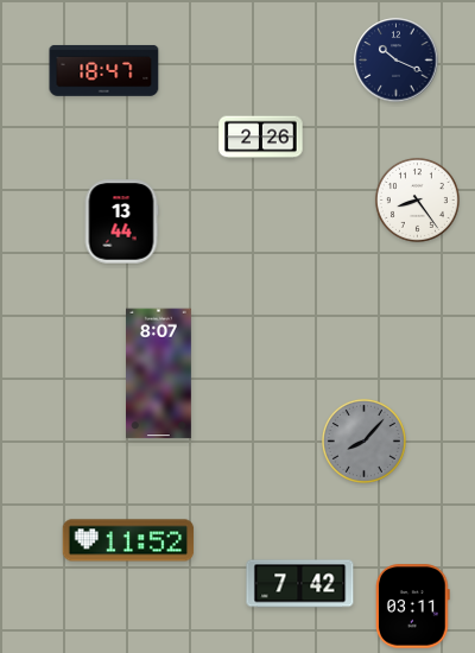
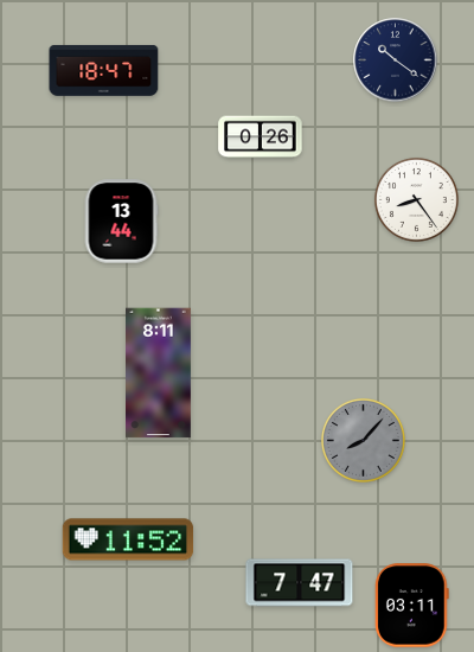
clock at (397, 61): 10:19 -> 10:21
clock at (261, 138): 2:26 -> 0:26
clock at (159, 374): 8:07 -> 8:11
clock at (300, 584): 7:42 -> 7:47
